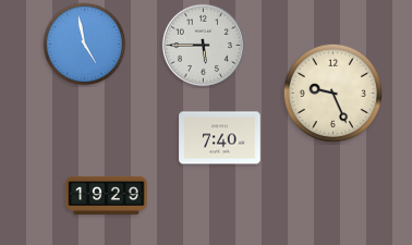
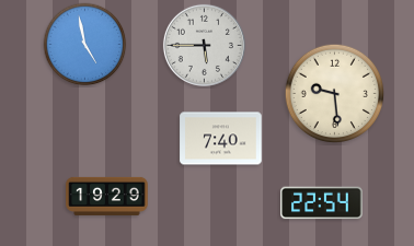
clock at (334, 94): 9:26 -> 9:29
clock at (322, 203): none -> 22:54
